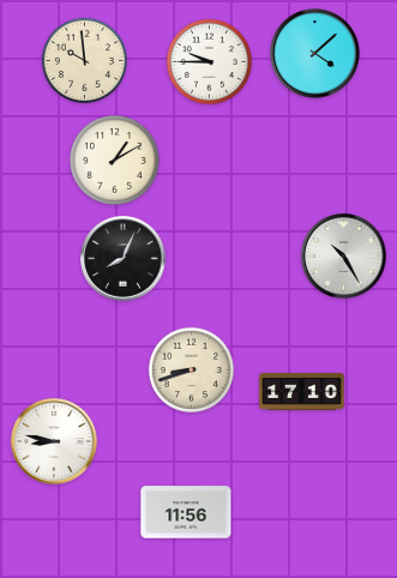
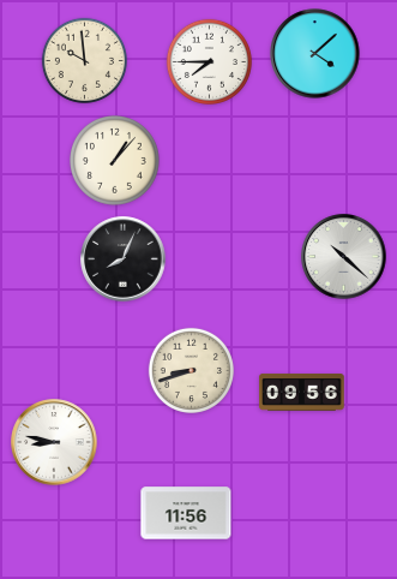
clock at (209, 61): 9:45 -> 7:45
clock at (115, 161): 1:10 -> 1:07
clock at (344, 257): 10:25 -> 10:22
clock at (302, 391): 17:10 -> 09:56
